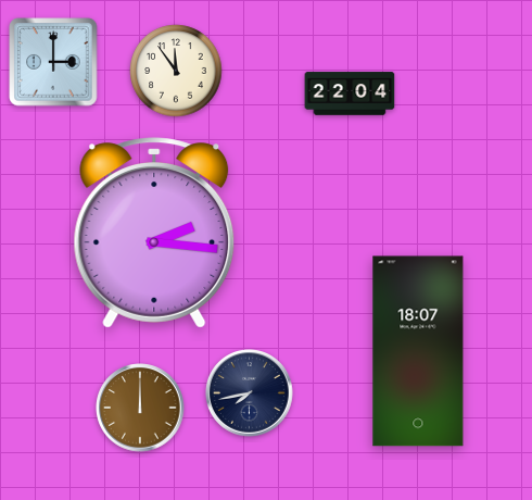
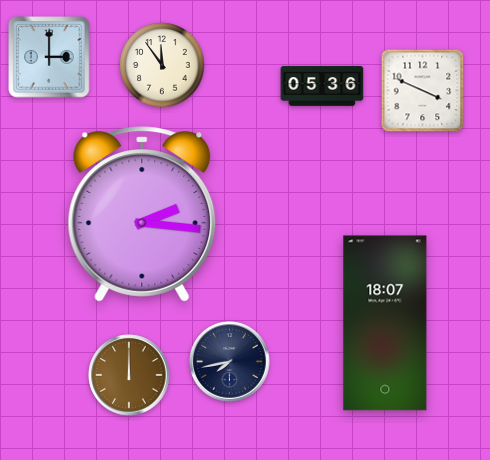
clock at (350, 93): 22:04 -> 05:36
clock at (423, 91): none -> 3:49
